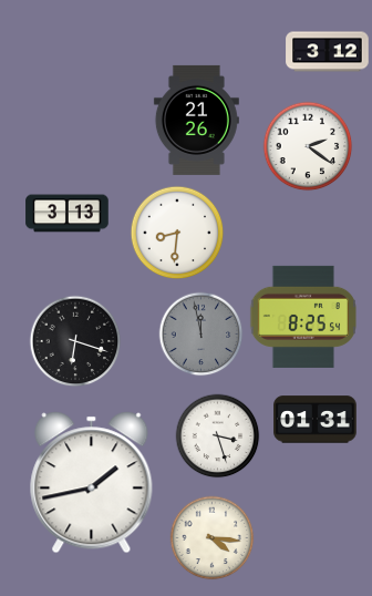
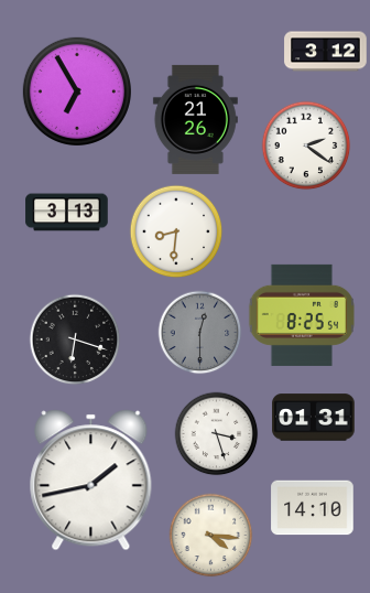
clock at (77, 91): none -> 6:55
clock at (201, 335): 11:58 -> 12:30
clock at (313, 508): none -> 14:10
